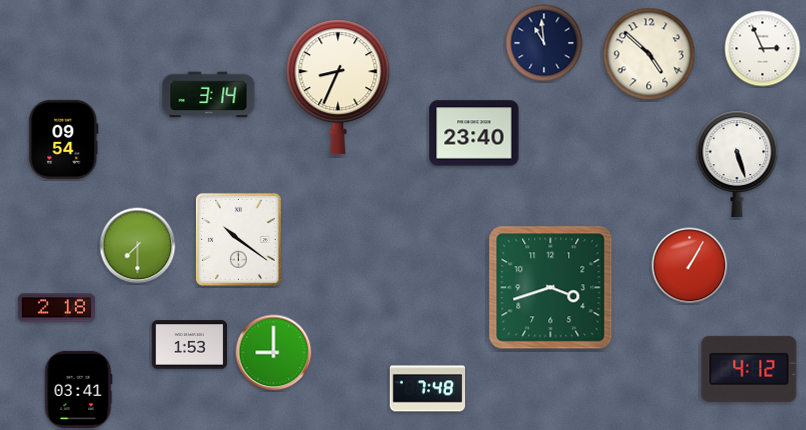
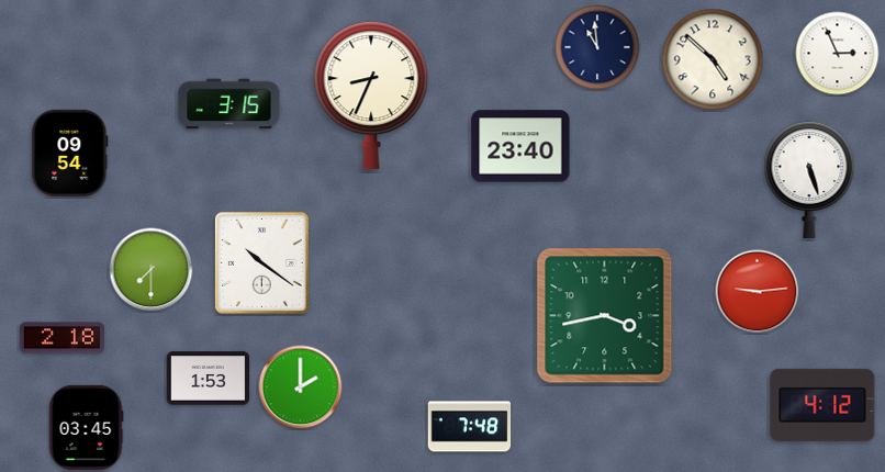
clock at (209, 95): 3:14 -> 3:15
clock at (690, 266): 1:05 -> 9:14
clock at (551, 288): 3:42 -> 3:43
clock at (274, 353): 9:00 -> 2:00
clock at (78, 389): 03:41 -> 03:45
